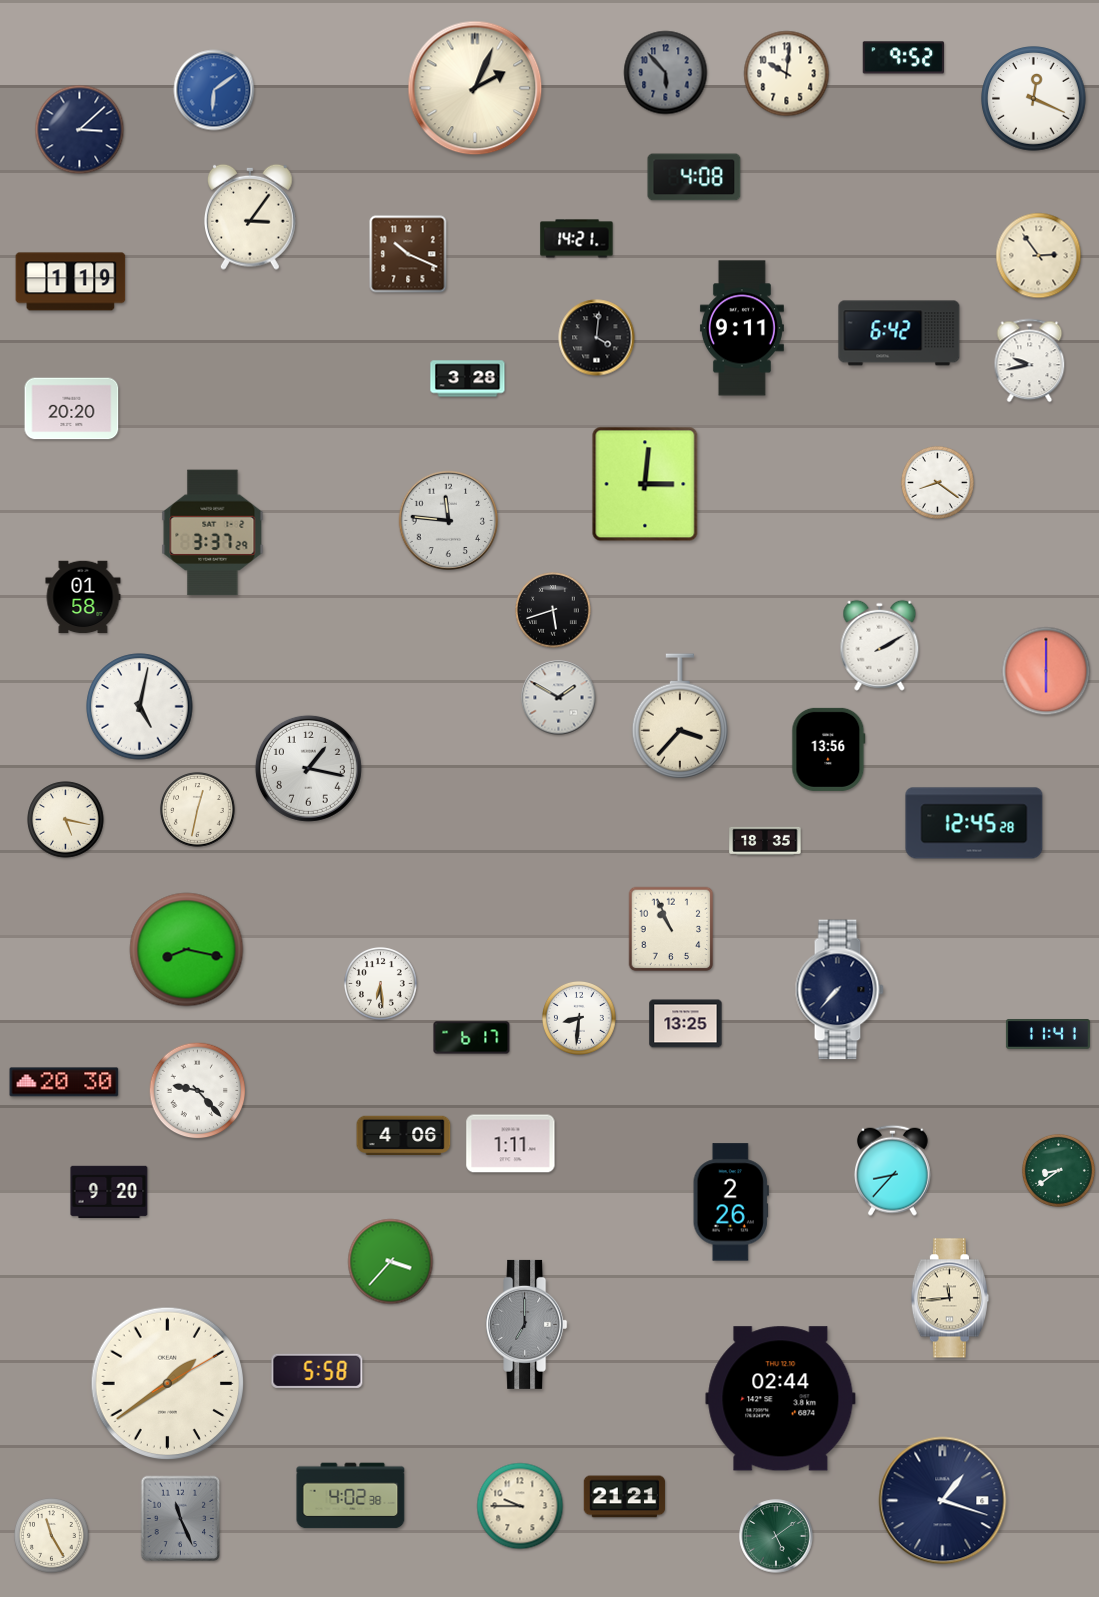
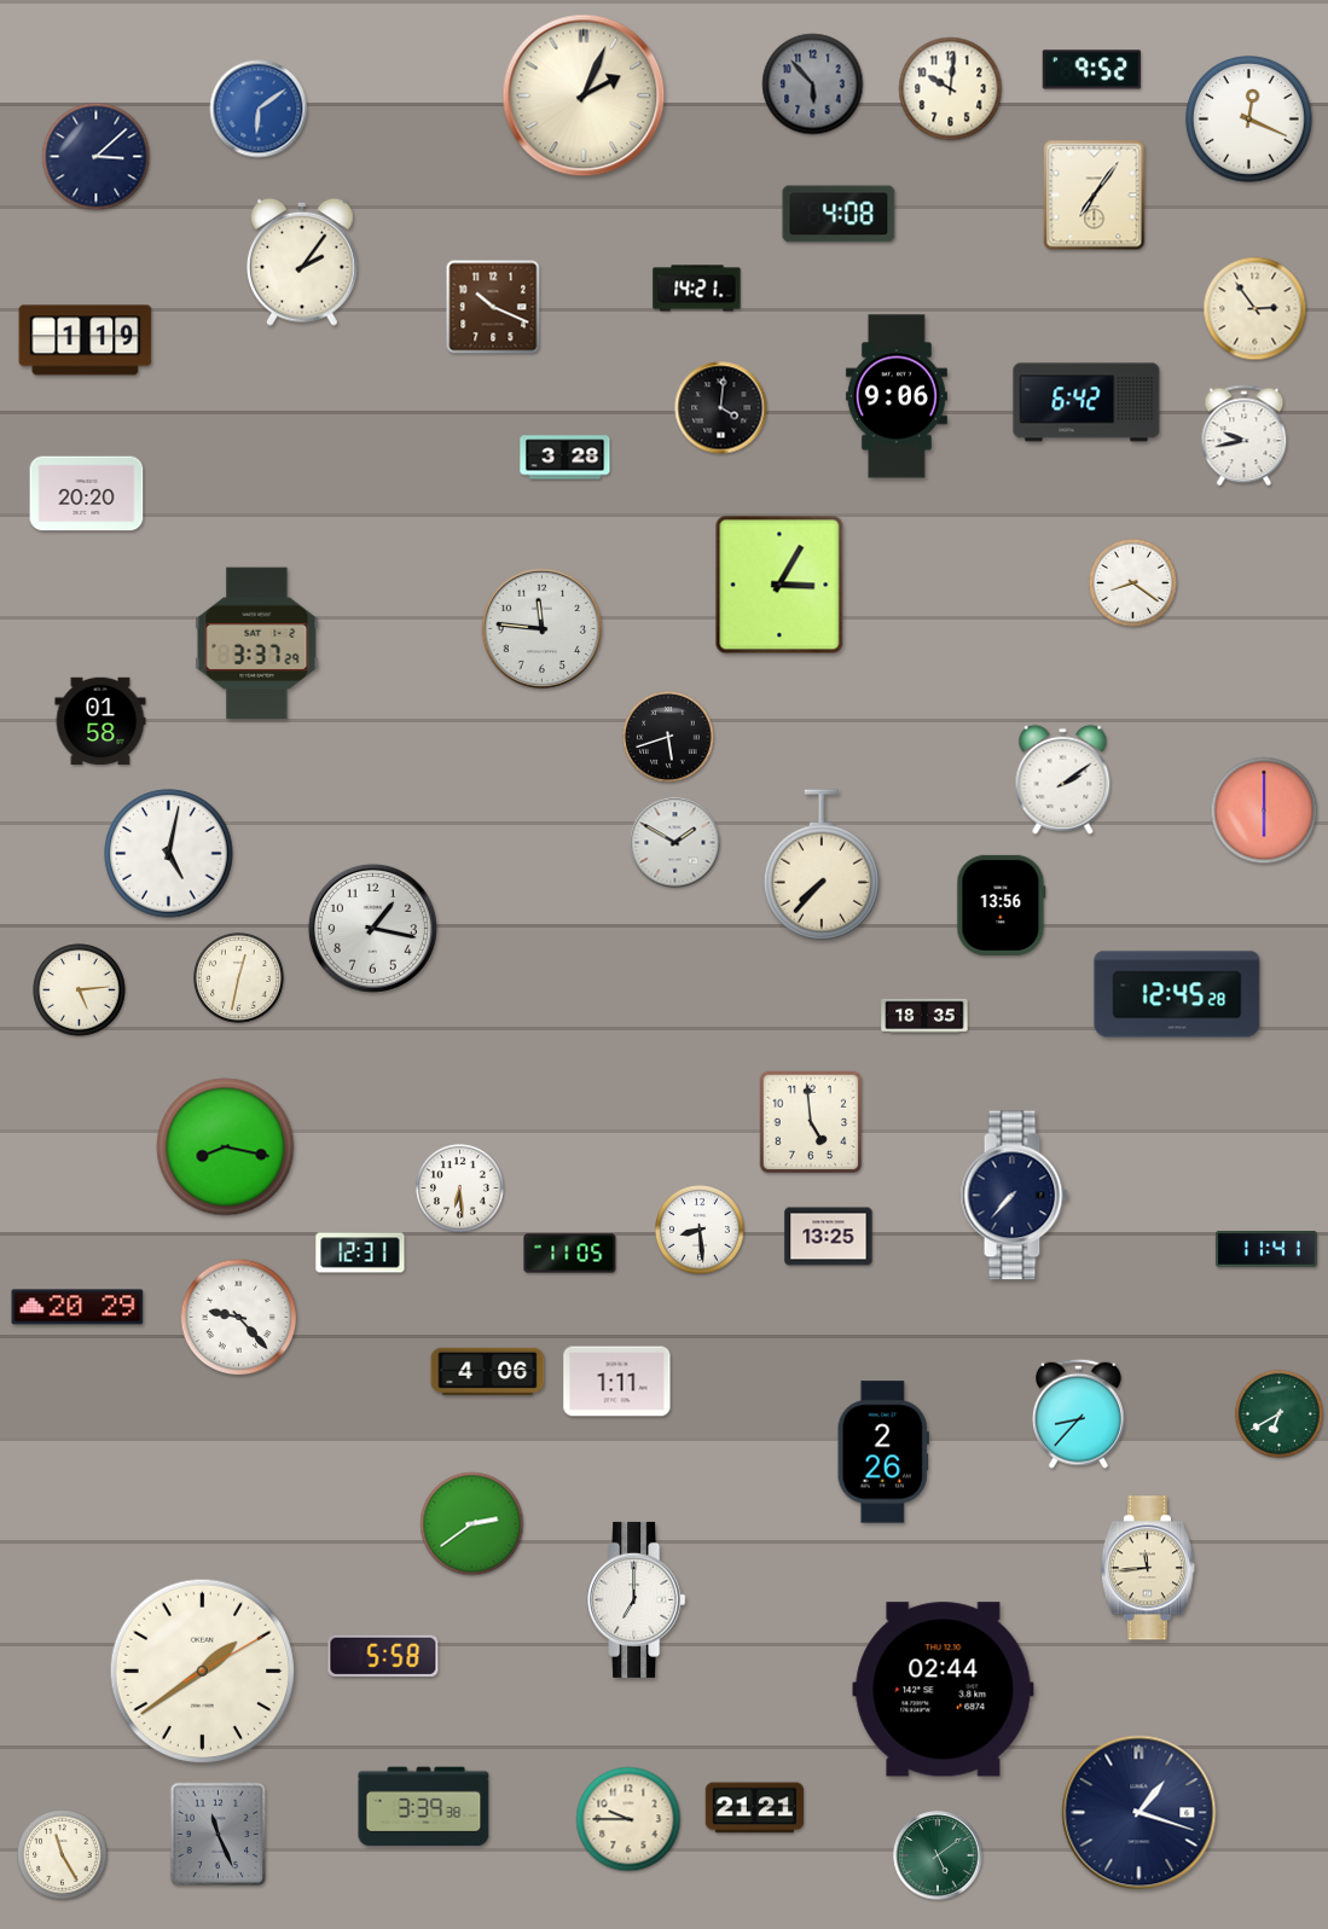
clock at (666, 73) position: (666, 73) -> (813, 85)
clock at (475, 88) position: (475, 88) -> (584, 95)
clock at (1095, 196): none -> 7:06
clock at (251, 217): 3:06 -> 2:06
clock at (742, 328): 9:11 -> 9:06
clock at (645, 484): 3:01 -> 3:05
clock at (880, 645): 2:10 -> 2:09
clock at (680, 716): 3:37 -> 7:37
clock at (66, 820): 5:17 -> 5:14
clock at (671, 929): 10:56 -> 4:59
clock at (579, 1019): 8:31 -> 8:29
clock at (360, 1253): none -> 12:31
clock at (472, 1038): 6:17 -> 11:05
clock at (64, 1082): 20:30 -> 20:29
clock at (1058, 1170): 8:39 -> 6:40
clock at (109, 1191): 9:20 -> none
clock at (391, 1262): 3:37 -> 2:39
clock at (527, 1324) dial: grey -> white
clock at (351, 1496): 4:02 -> 3:39
